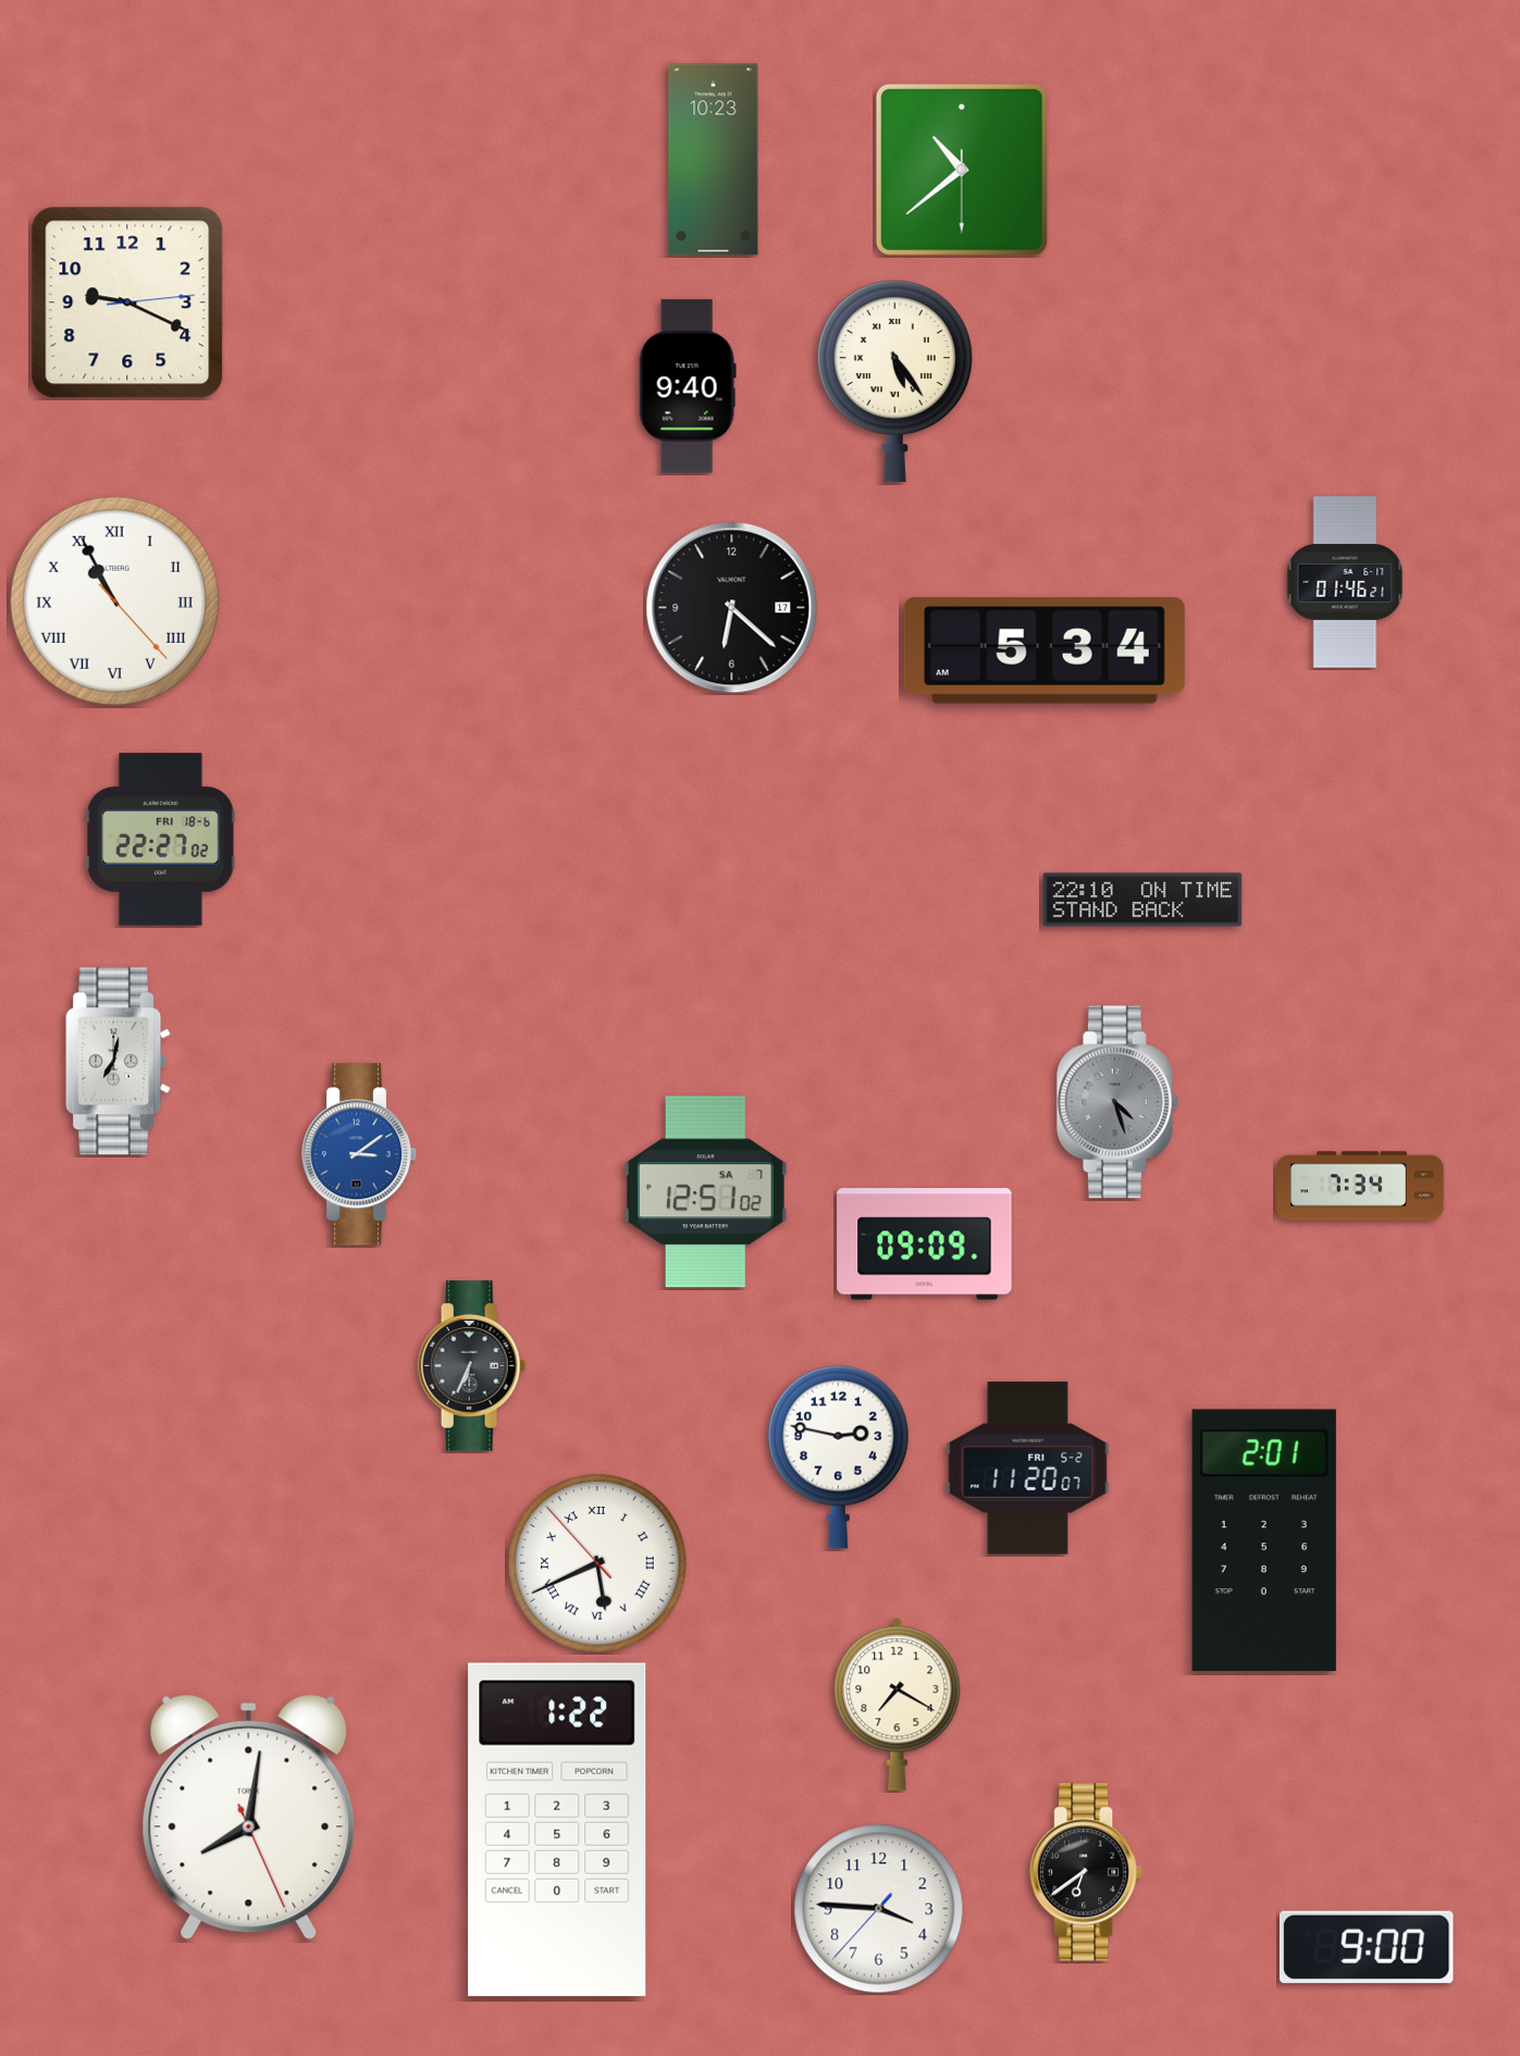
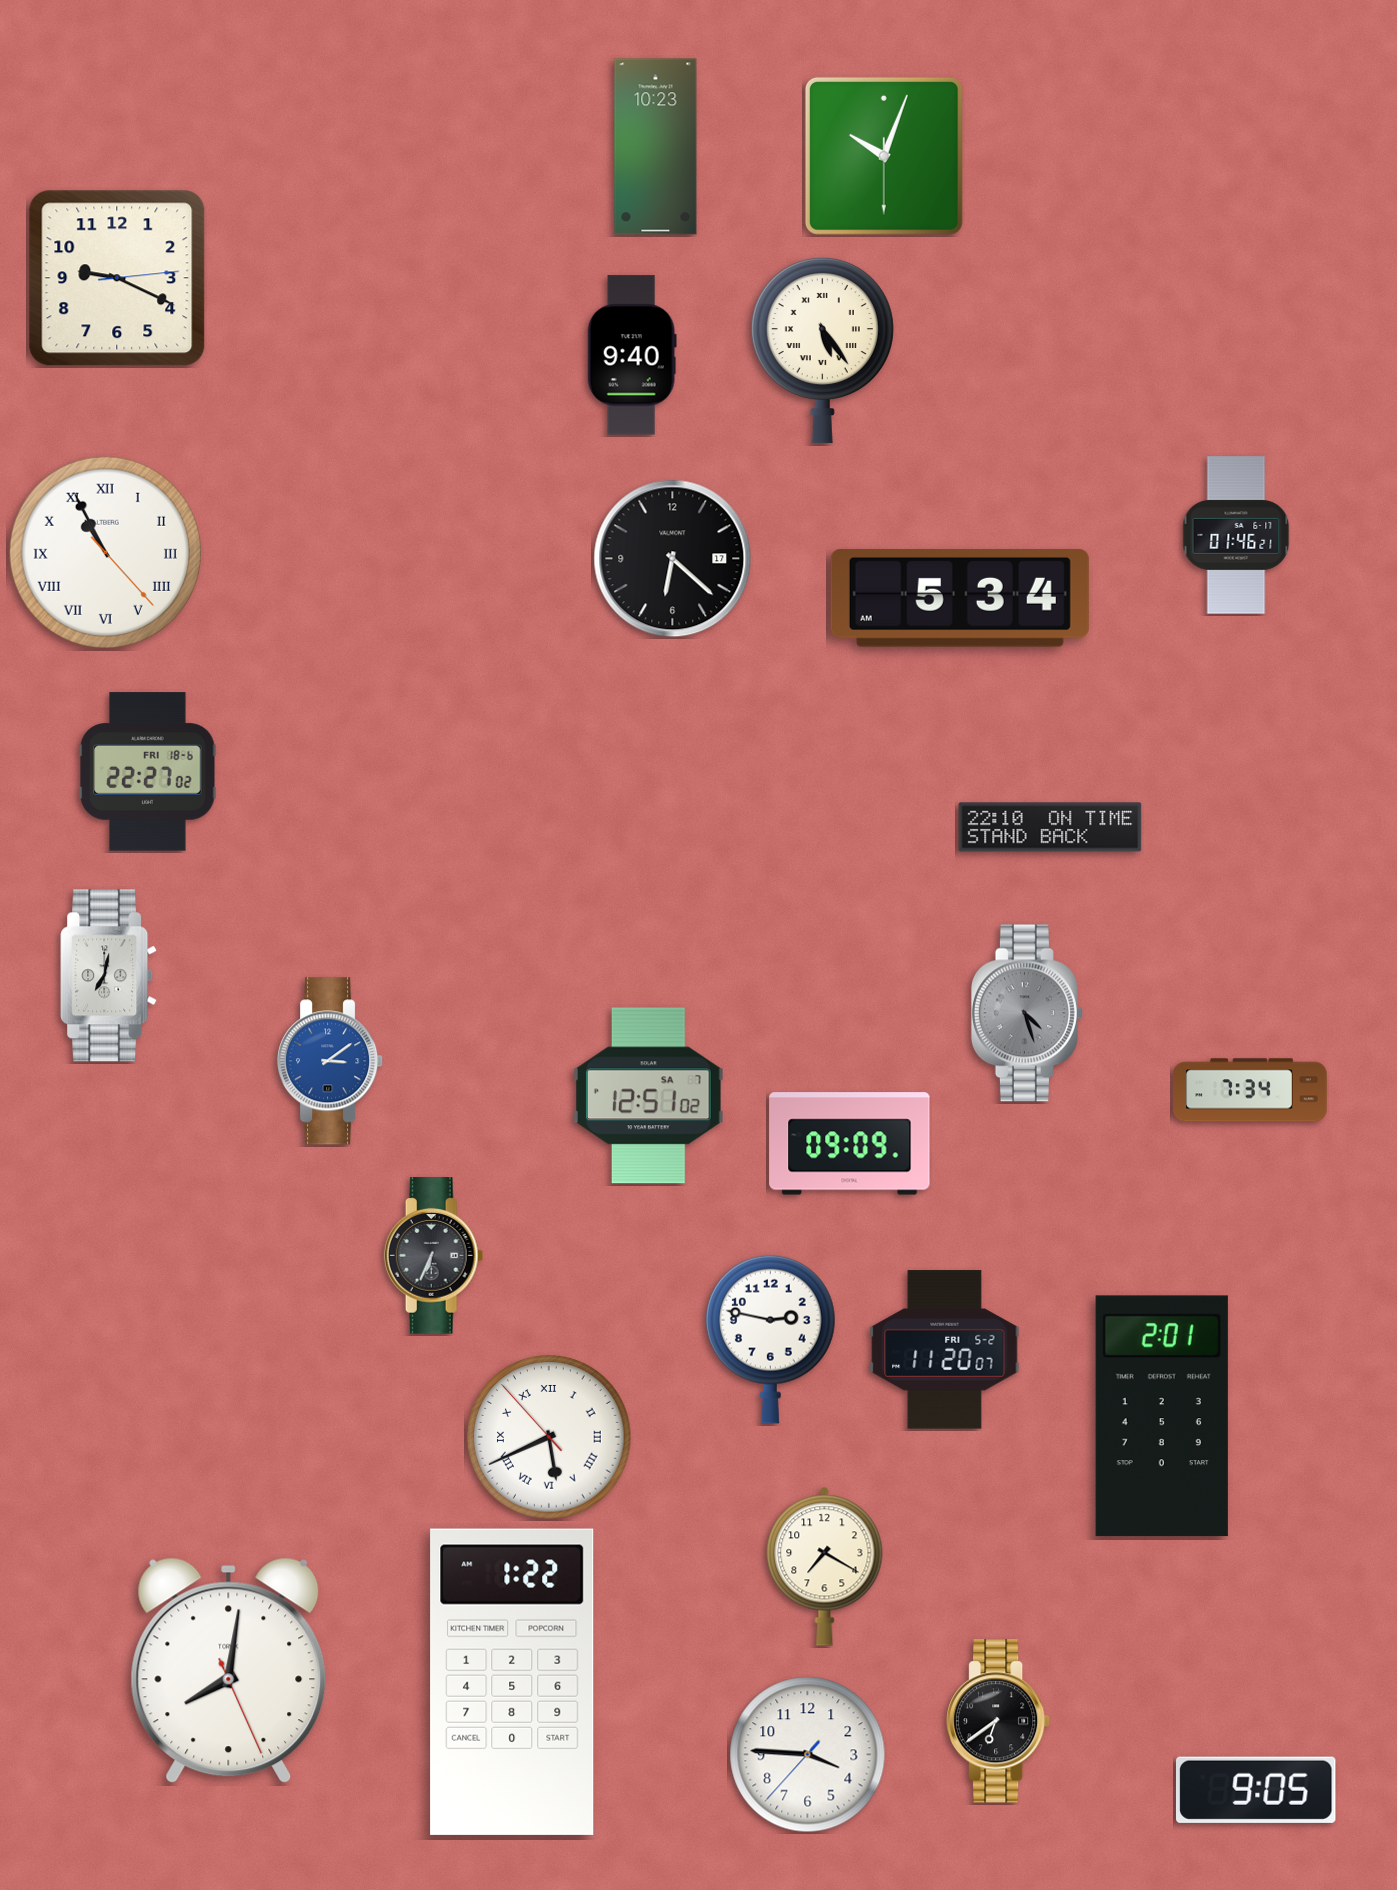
clock at (962, 170): 10:38 -> 10:03
clock at (1368, 1947): 9:00 -> 9:05
